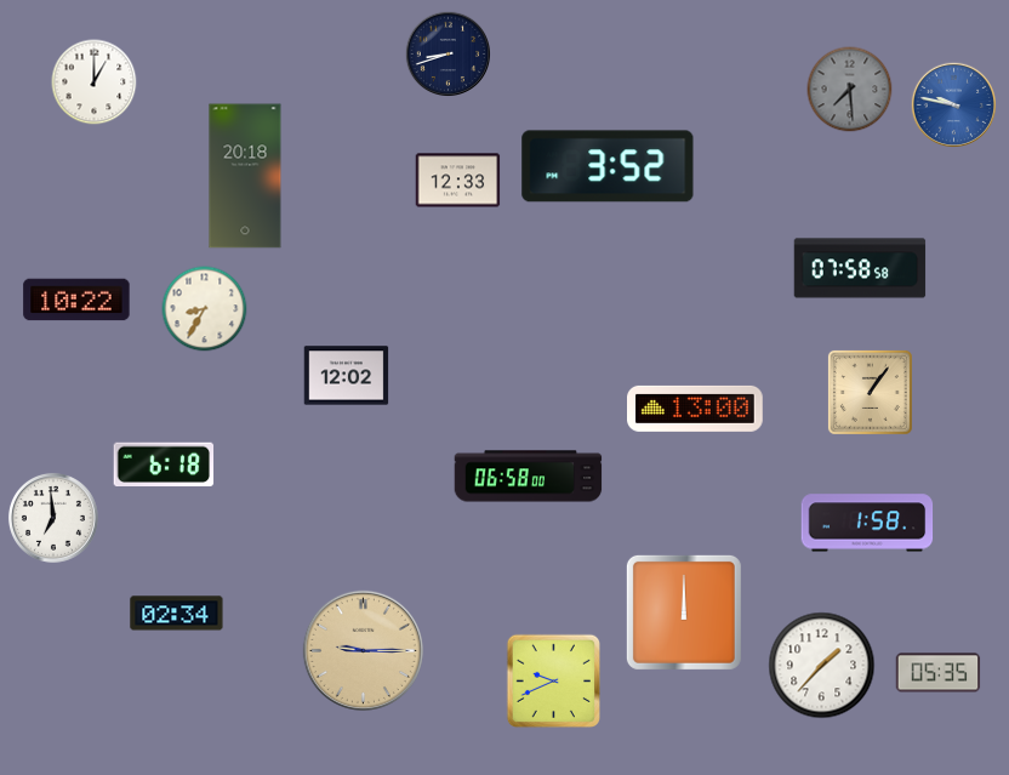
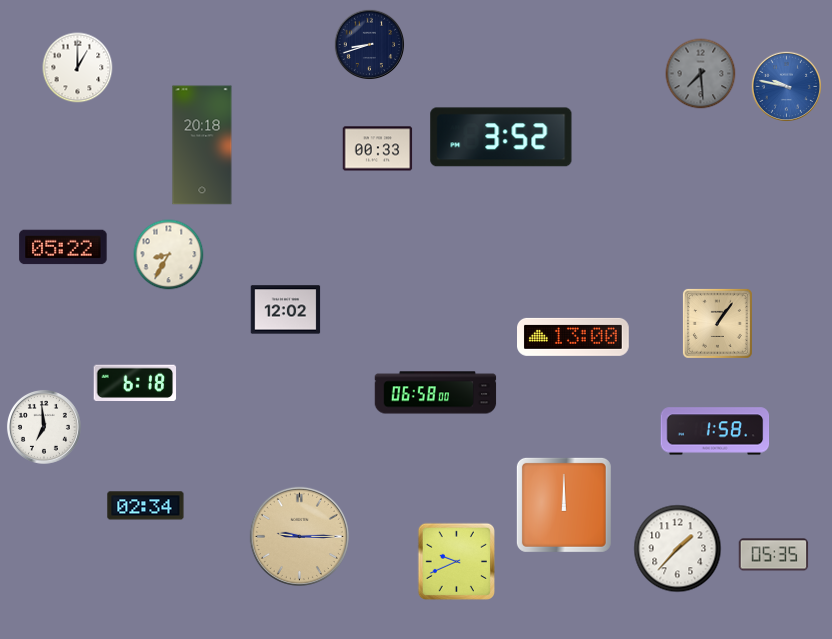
clock at (458, 181): 12:33 -> 00:33
clock at (860, 268): 07:58 -> none
clock at (76, 300): 10:22 -> 05:22
